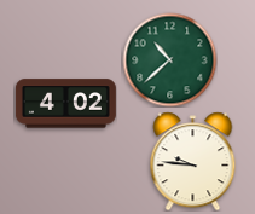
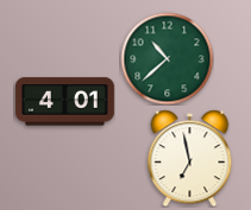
clock at (65, 104): 4:02 -> 4:01
clock at (193, 161): 9:46 -> 6:58
